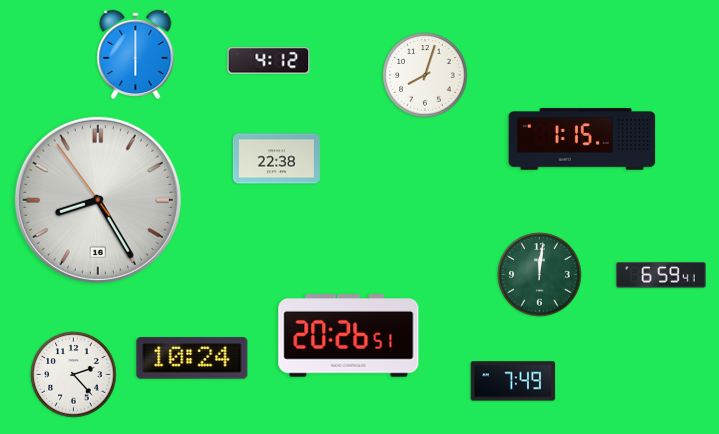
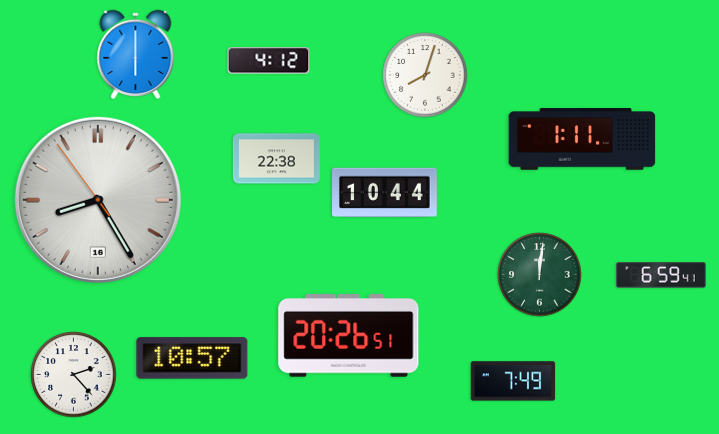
clock at (582, 139): 1:15 -> 1:11
clock at (385, 192): none -> 10:44
clock at (192, 358): 10:24 -> 10:57
